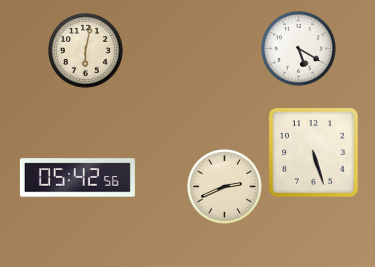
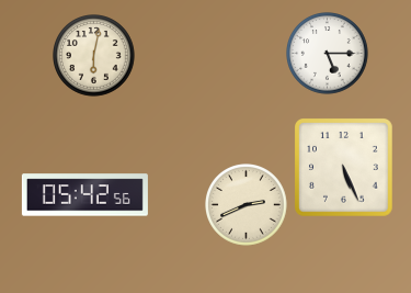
clock at (299, 49): 5:20 -> 5:15
clock at (314, 153): 5:27 -> 5:26
